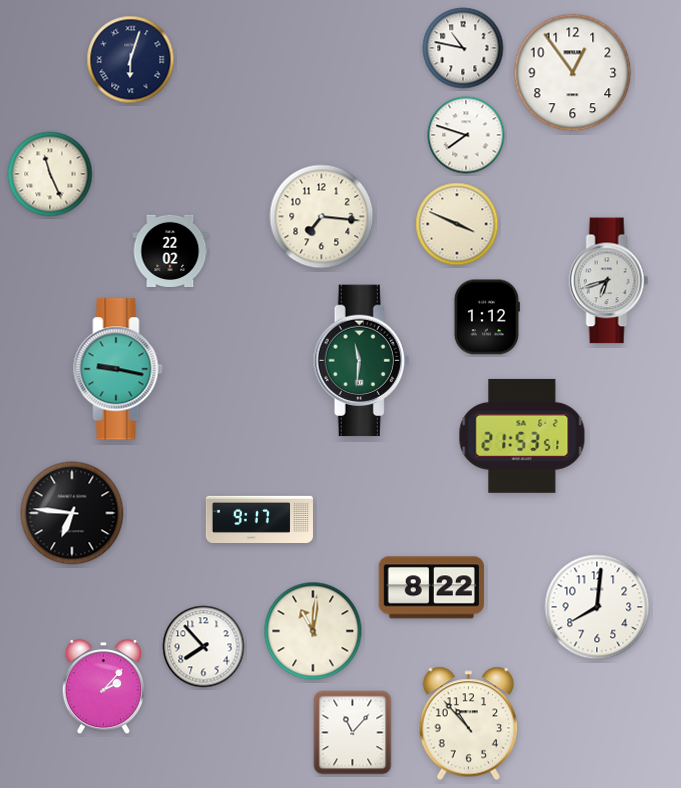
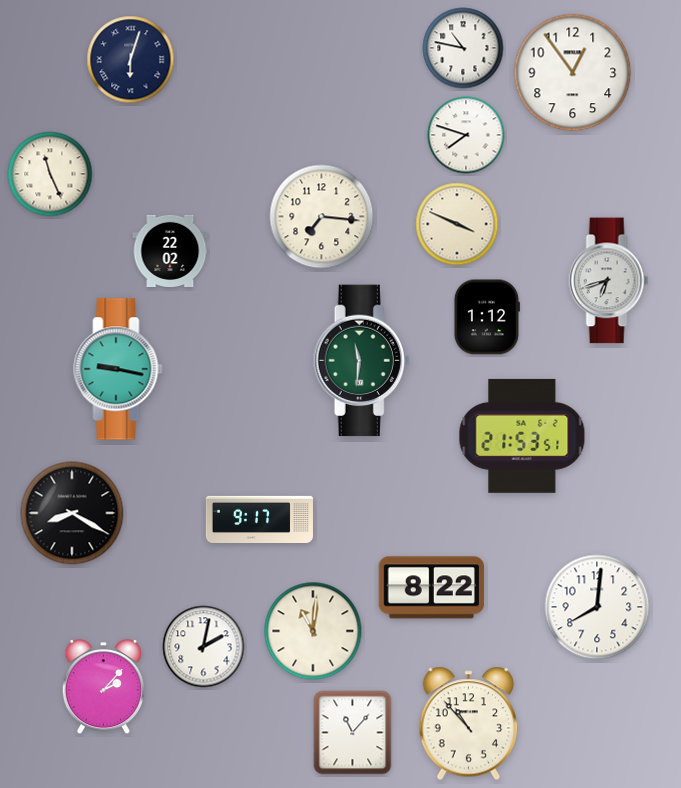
clock at (72, 513): 6:46 -> 8:20
clock at (204, 647): 7:53 -> 2:02
